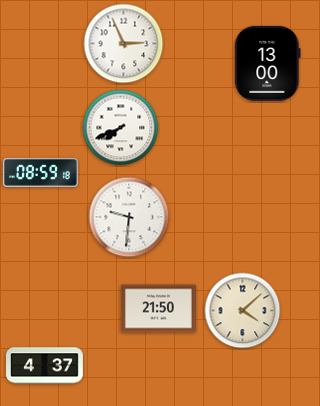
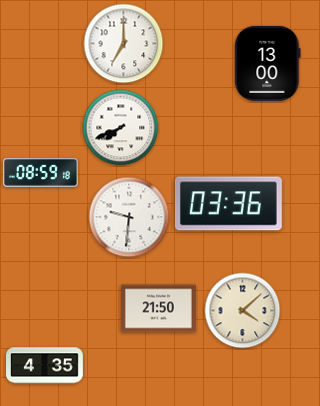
clock at (124, 44): 2:56 -> 7:00
clock at (228, 204): none -> 03:36
clock at (45, 366): 4:37 -> 4:35
